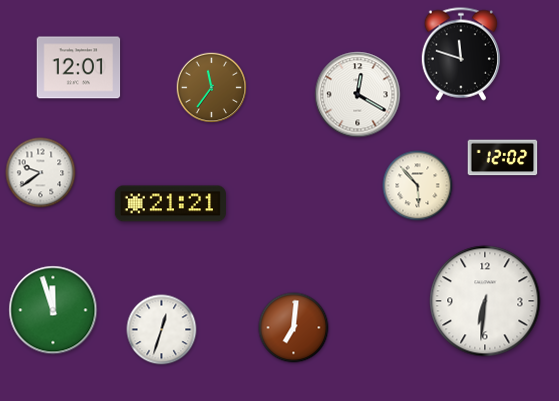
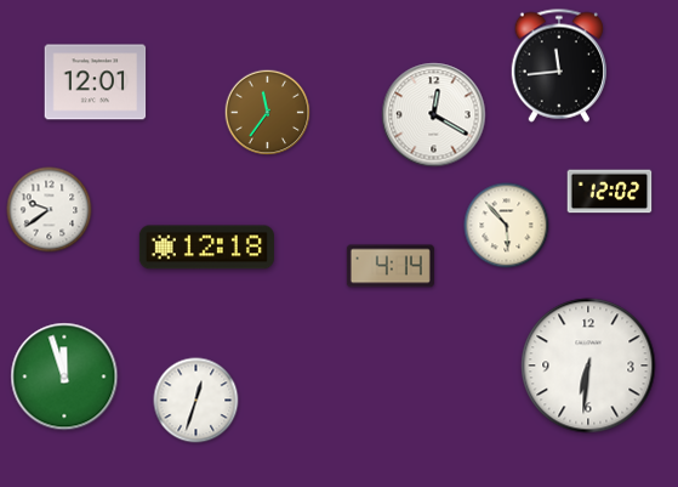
clock at (461, 54): 11:48 -> 11:44
clock at (212, 88) position: (212, 88) -> (268, 113)
clock at (170, 204): 21:21 -> 12:18
clock at (391, 266): none -> 4:14
clock at (294, 328): 7:01 -> none
